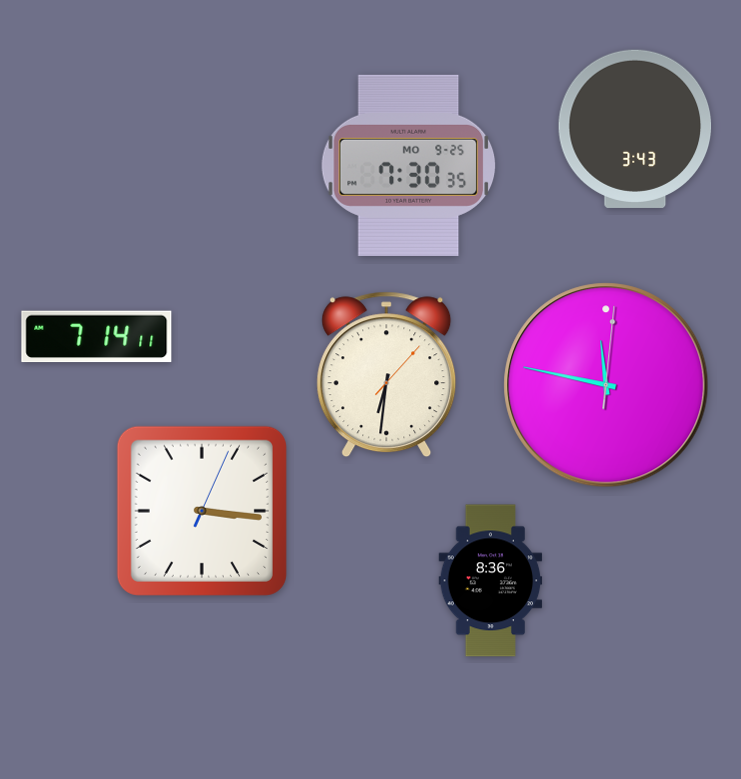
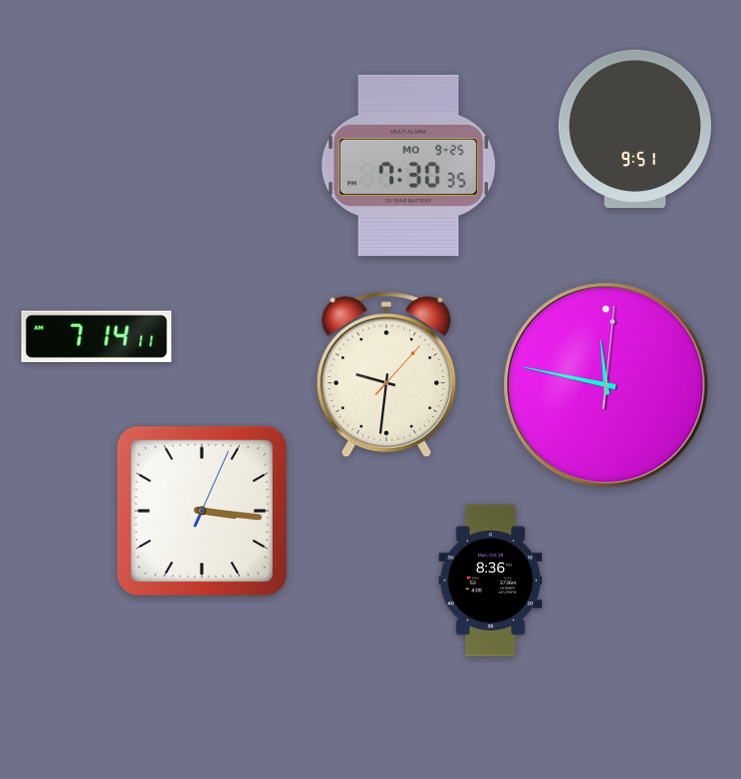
clock at (635, 129): 3:43 -> 9:51
clock at (387, 375): 6:31 -> 9:31
